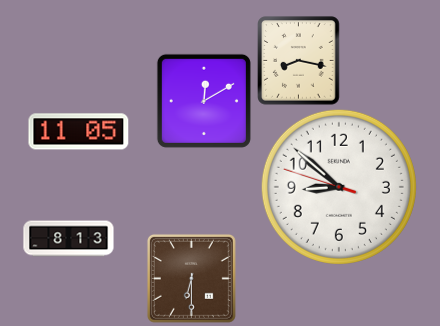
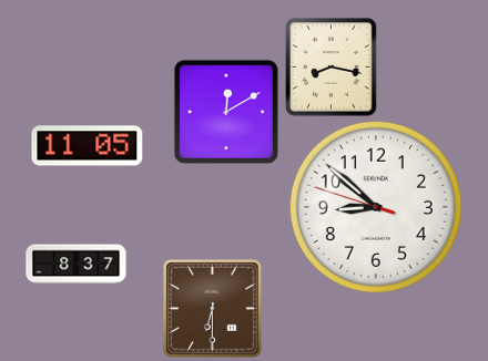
clock at (69, 239): 8:13 -> 8:37
